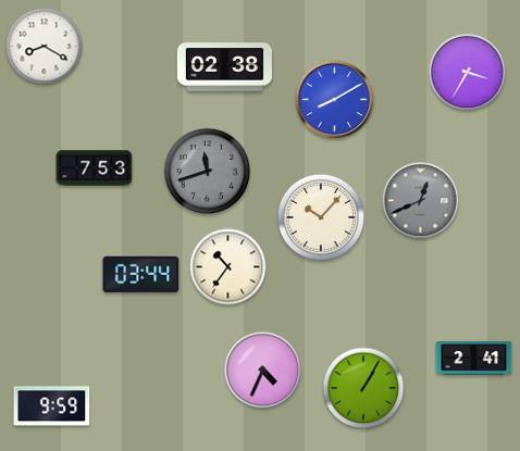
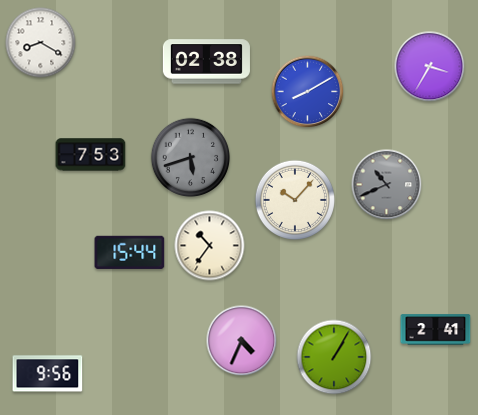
clock at (95, 168) position: (95, 168) -> (91, 155)
clock at (208, 172): 11:42 -> 5:42
clock at (421, 201): 12:41 -> 10:41
clock at (141, 274): 03:44 -> 15:44
clock at (52, 406): 9:59 -> 9:56
